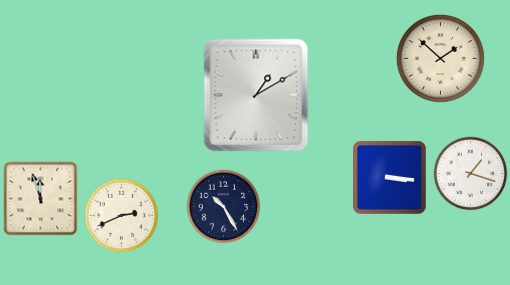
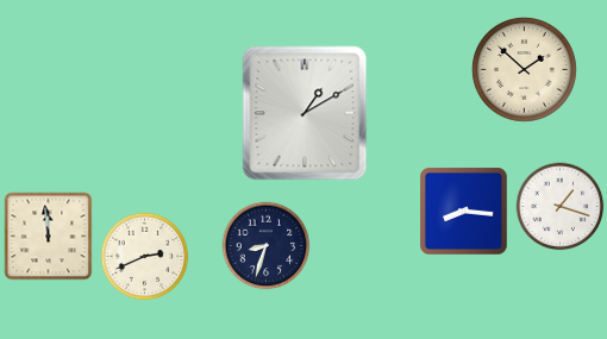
clock at (390, 178): 3:16 -> 8:16
clock at (41, 199): 11:57 -> 11:59
clock at (224, 207): 10:25 -> 8:33
